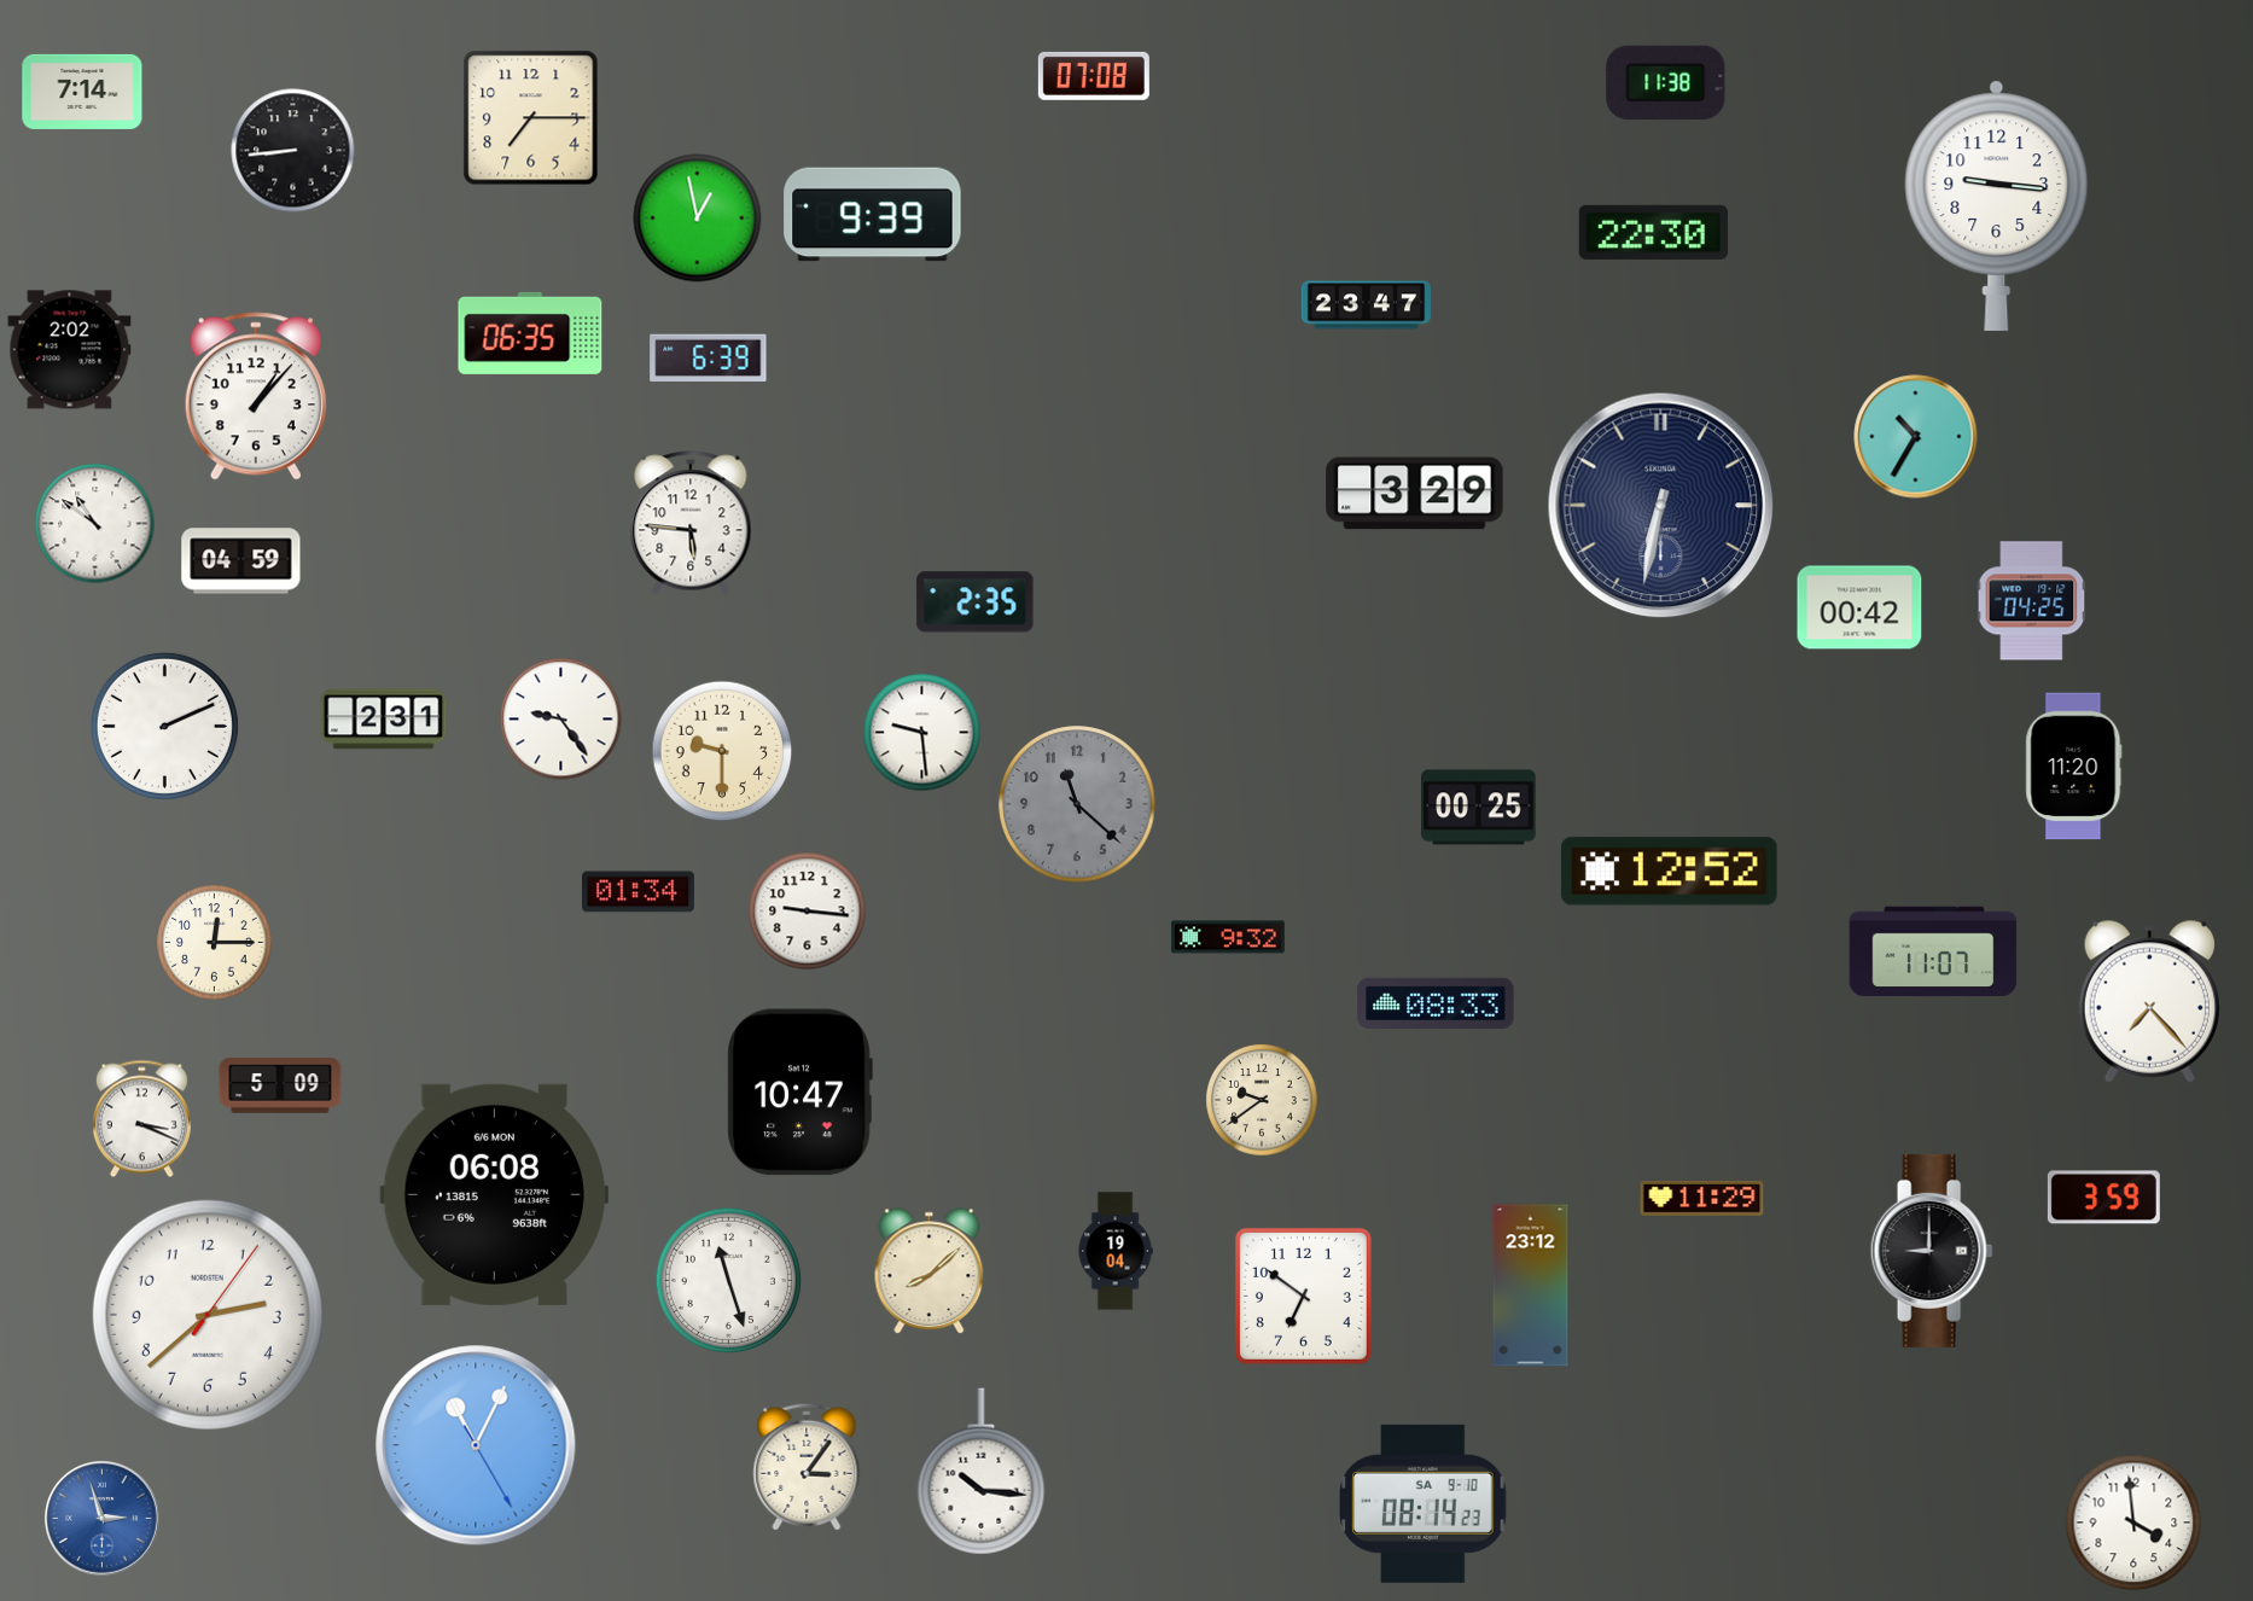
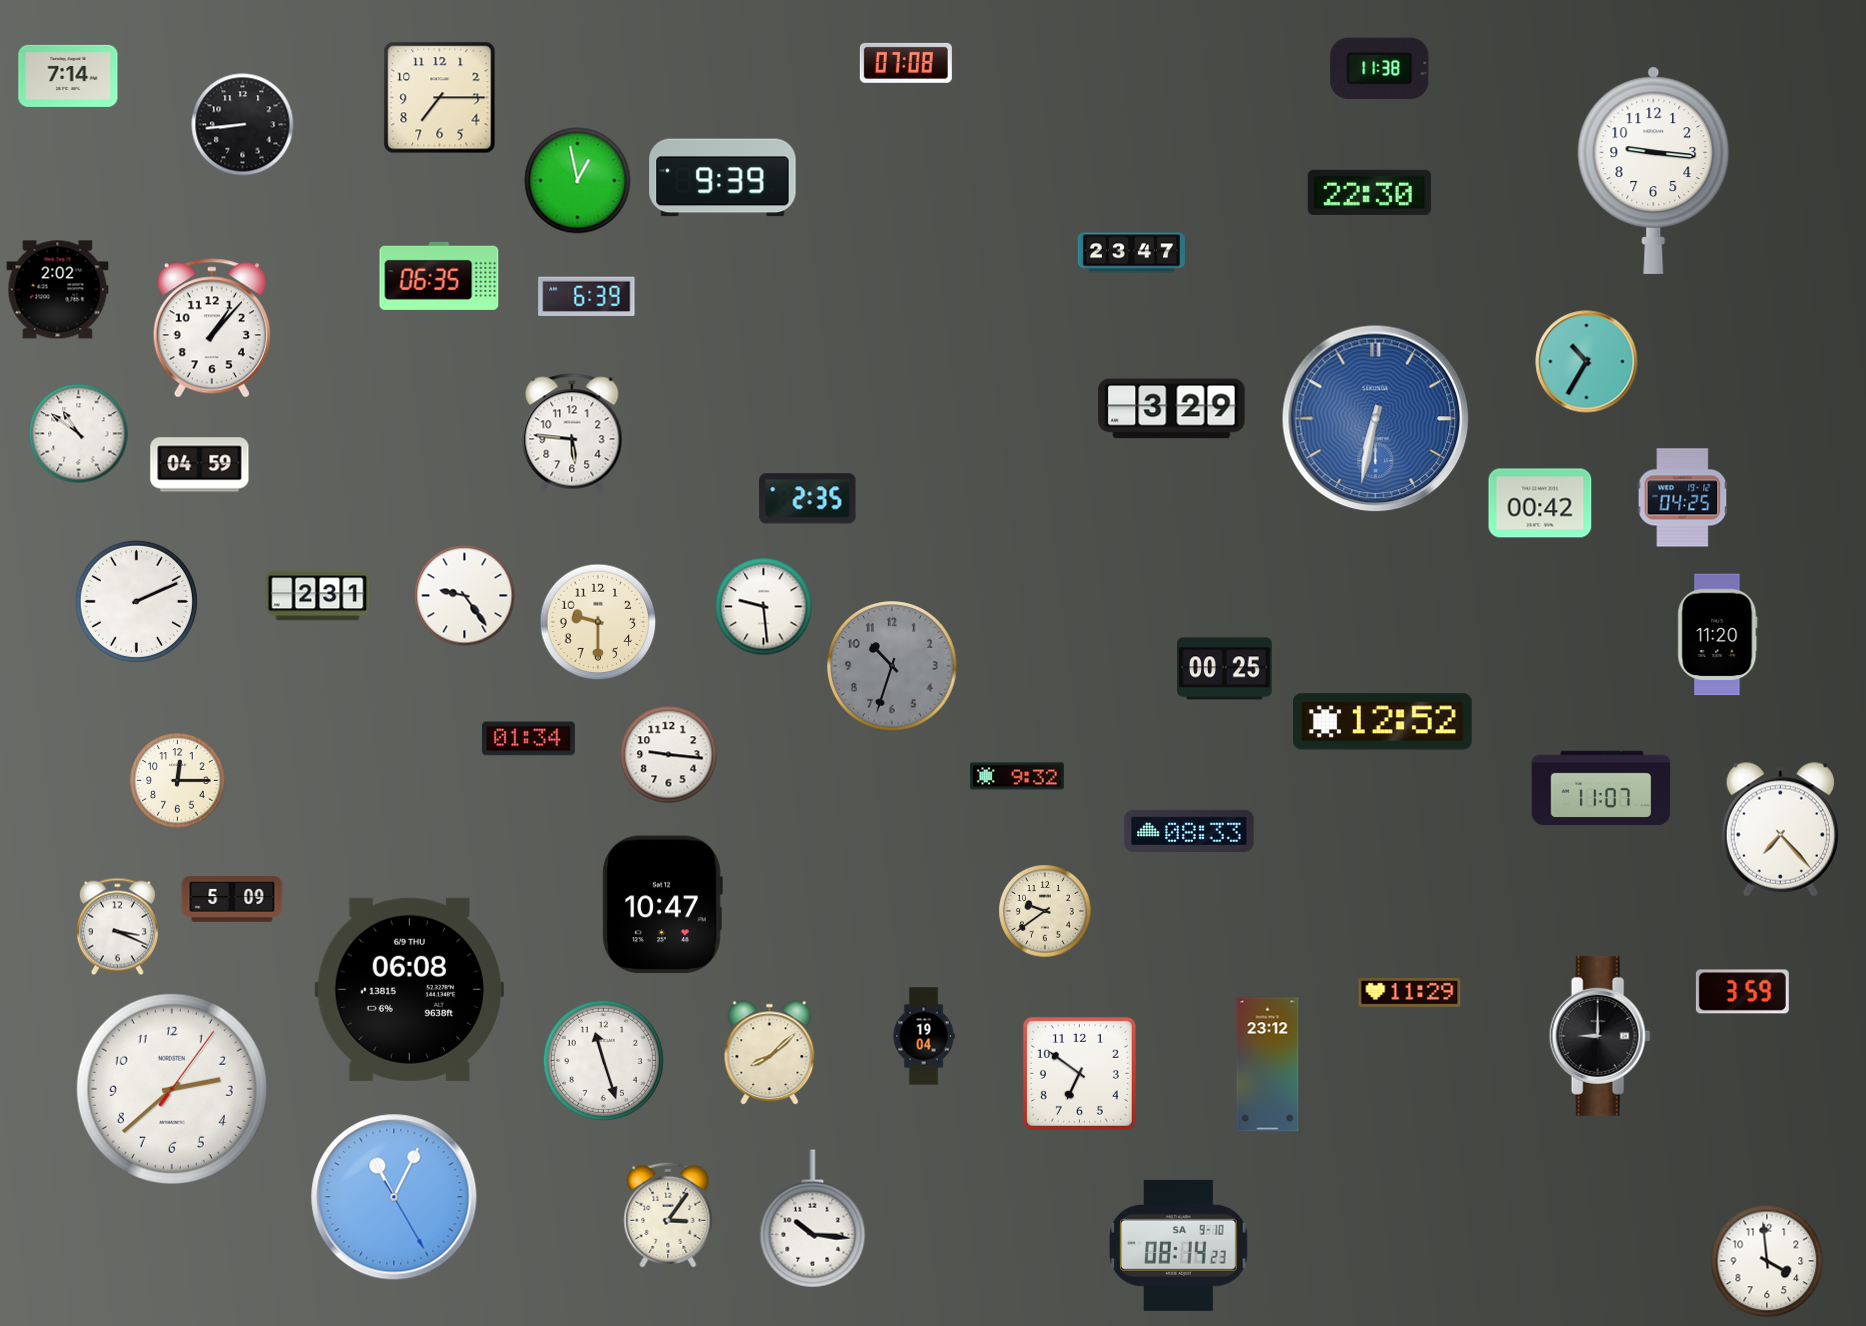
clock at (1661, 506) dial: navy -> blue
clock at (1077, 804): 11:22 -> 10:33
clock at (494, 1194) date: 6/6 MON -> 6/9 THU
clock at (103, 1519): 2:57 -> none
